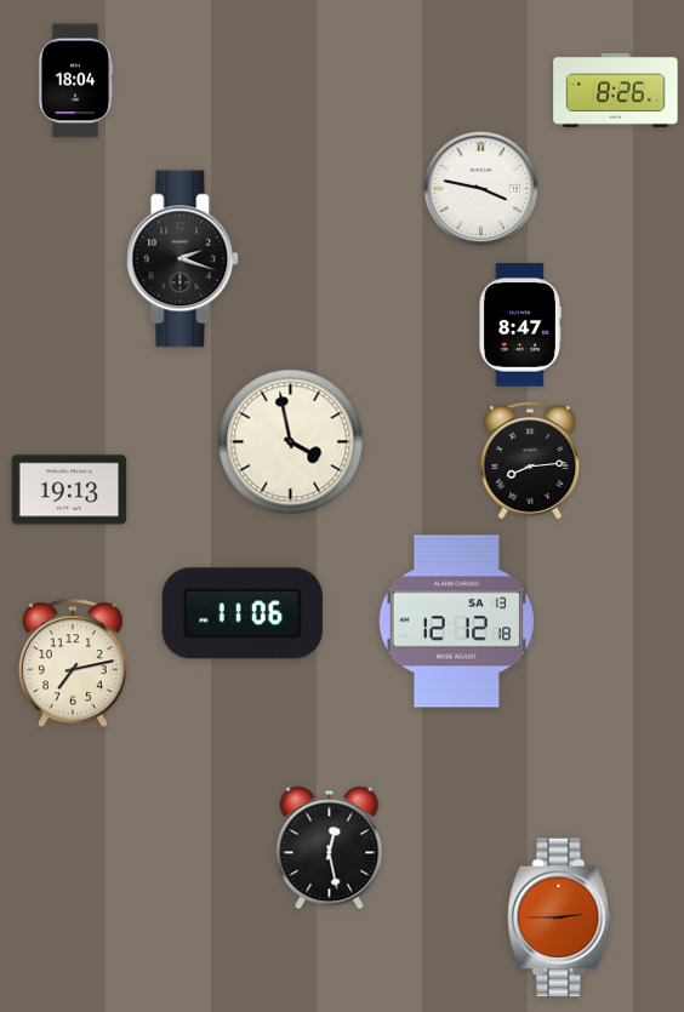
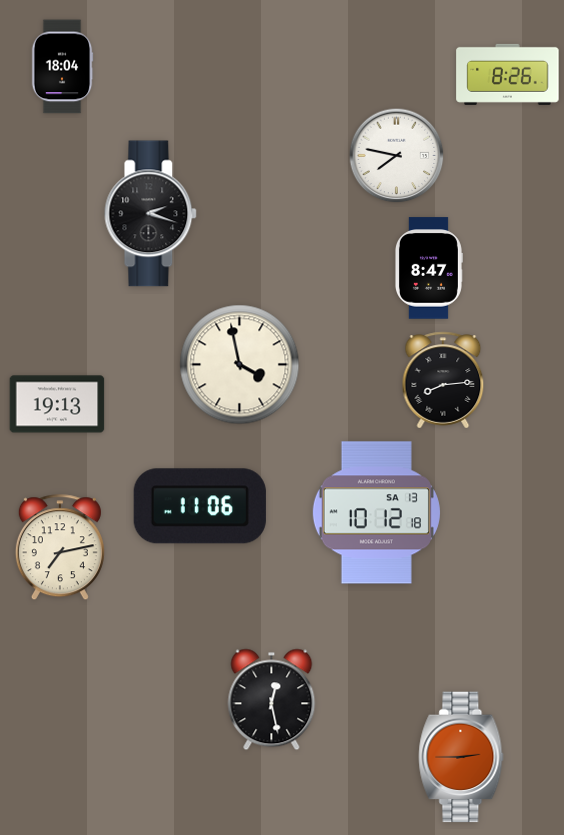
clock at (481, 189): 3:47 -> 7:47
clock at (530, 461) position: (530, 461) -> (443, 380)
clock at (456, 622): 12:12 -> 10:12
